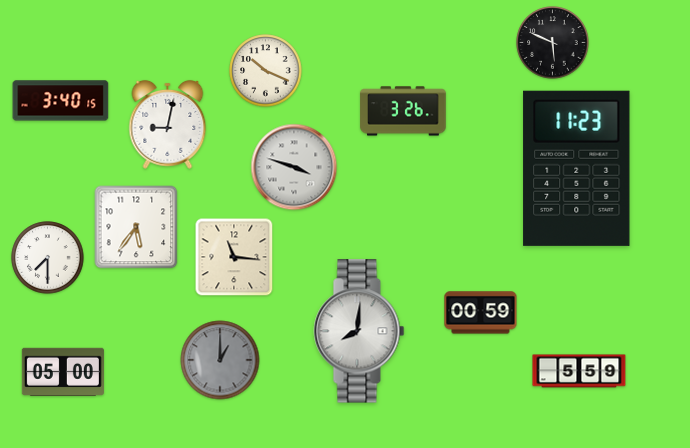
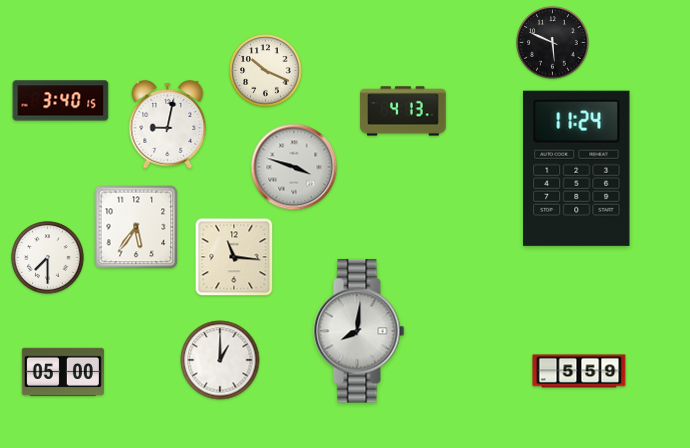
clock at (403, 111): 3:26 -> 4:13
clock at (577, 168): 11:23 -> 11:24
clock at (481, 313): 00:59 -> none
clock at (220, 360) dial: grey -> white
